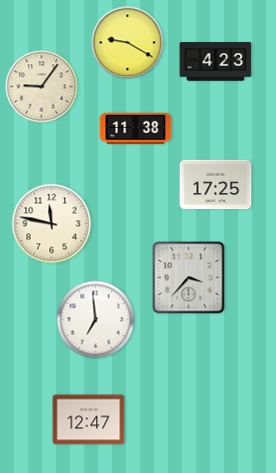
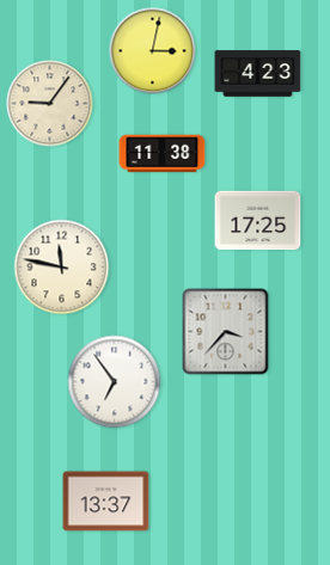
clock at (128, 43): 9:20 -> 3:02
clock at (96, 320): 6:59 -> 6:54
clock at (89, 420): 12:47 -> 13:37
